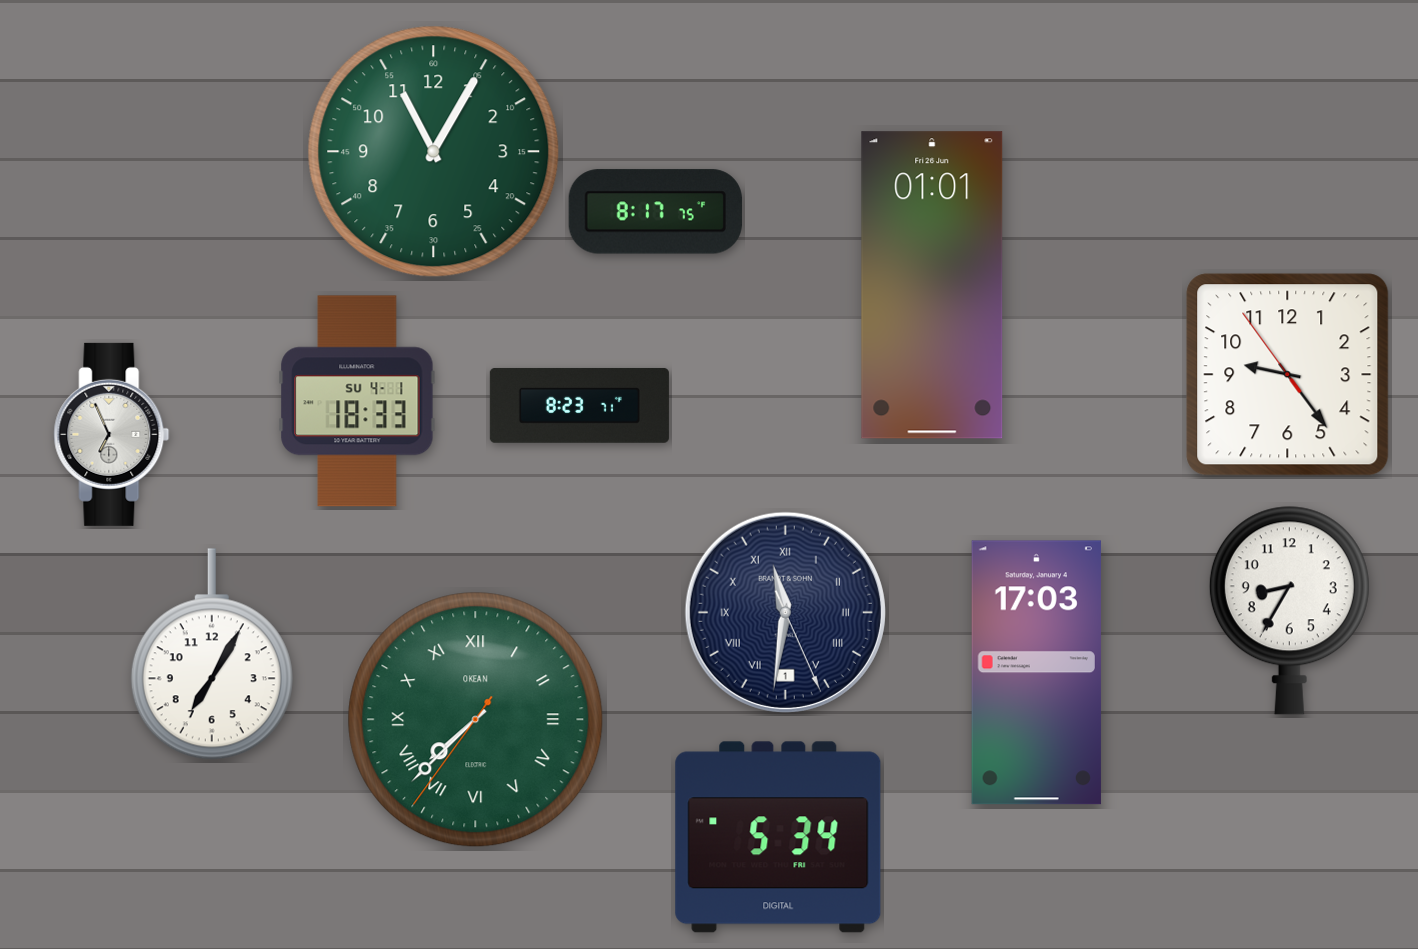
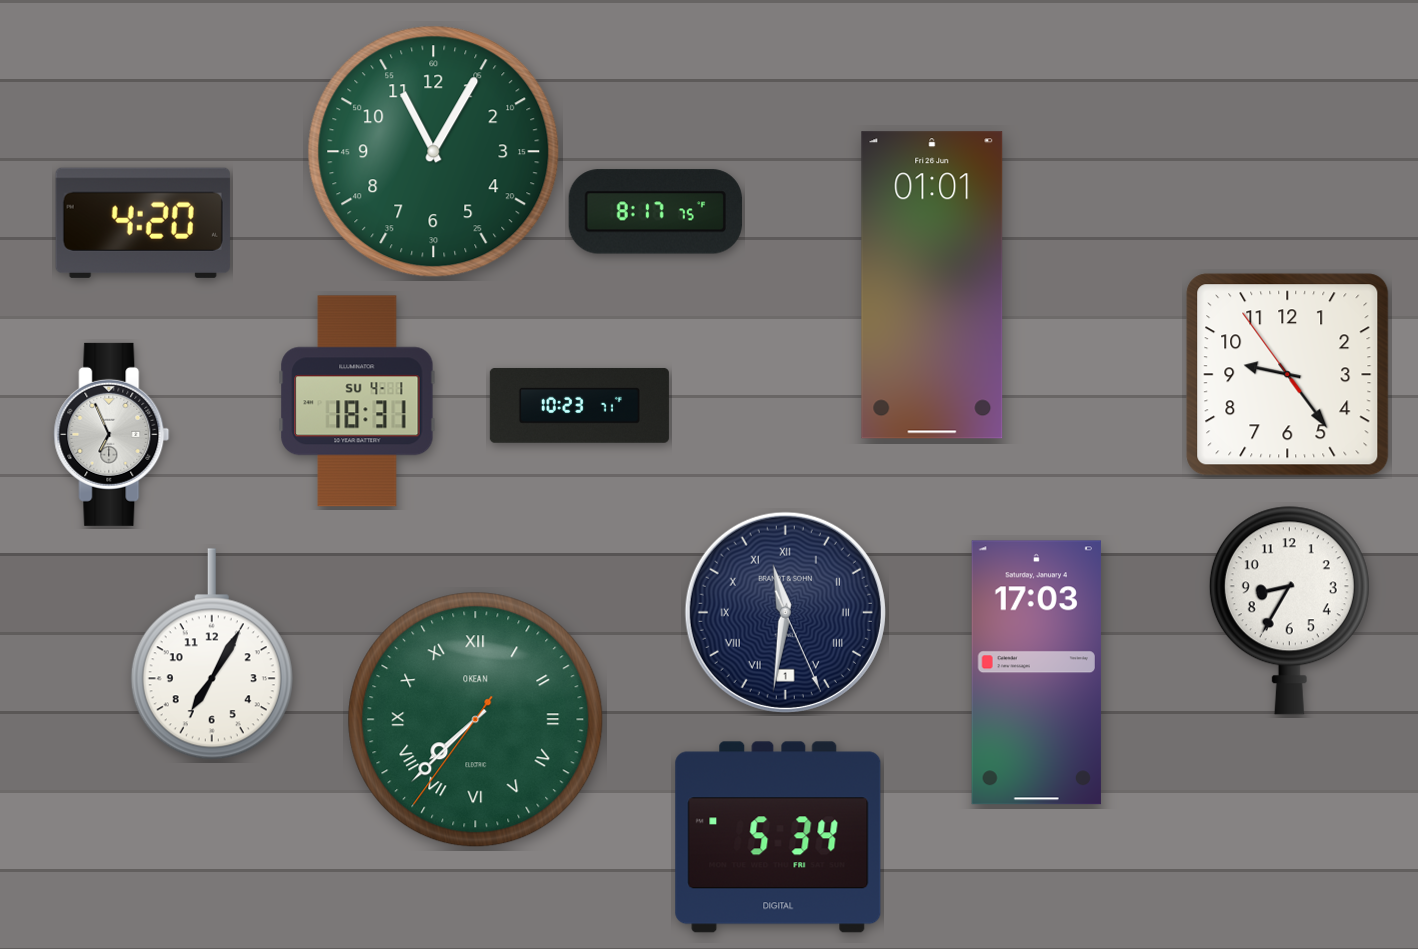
clock at (143, 223): none -> 4:20
clock at (357, 401): 18:33 -> 18:31
clock at (579, 405): 8:23 -> 10:23
